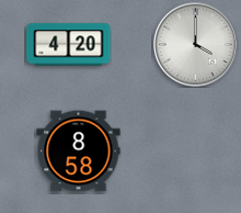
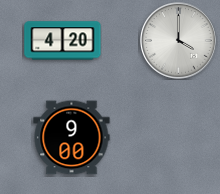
clock at (79, 152): 8:58 -> 9:00
